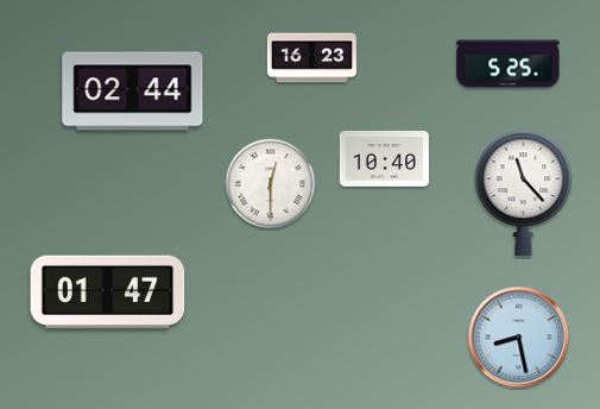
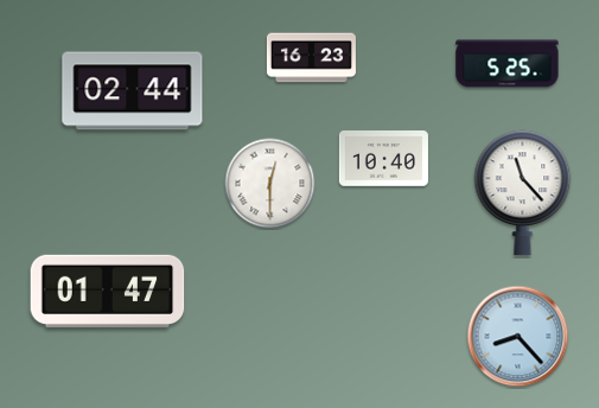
clock at (519, 338): 8:28 -> 8:23
